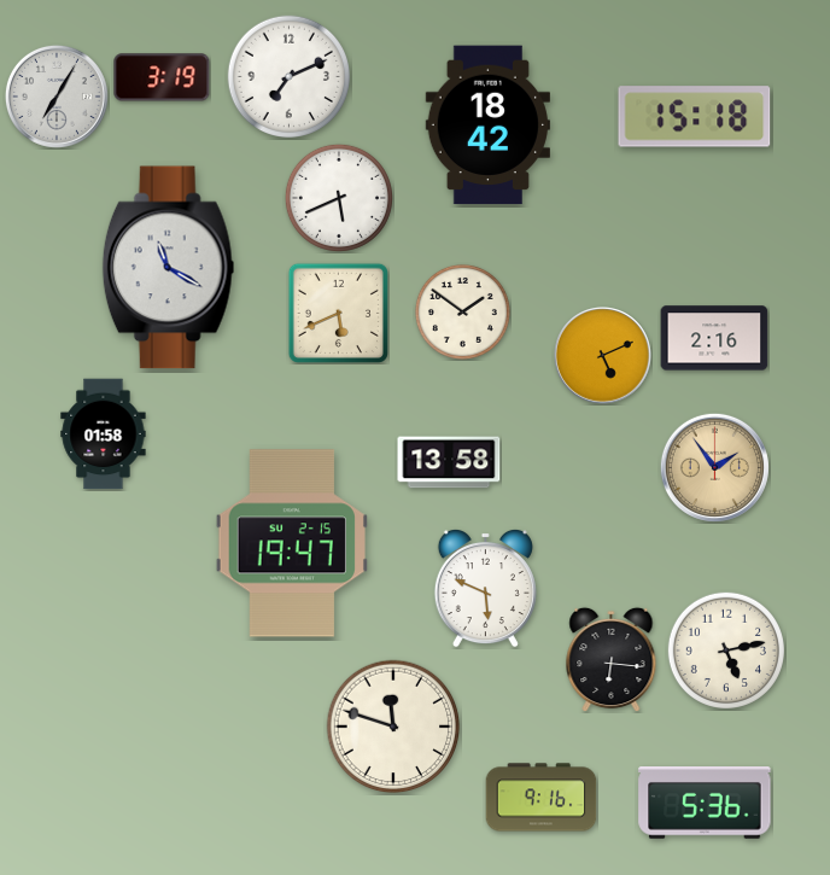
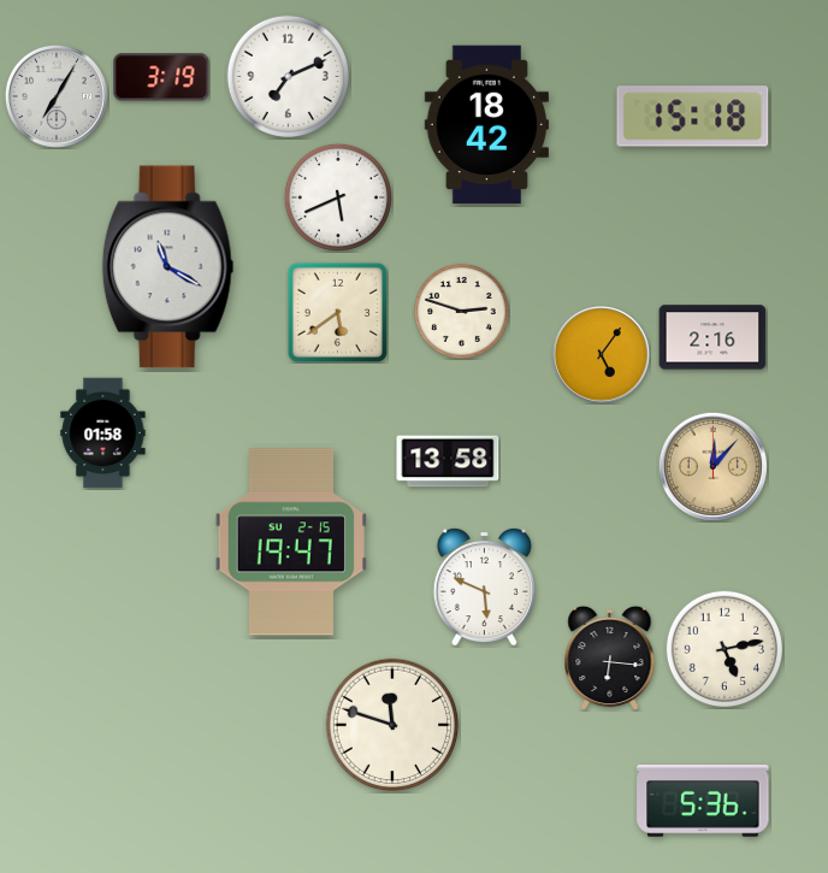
clock at (462, 311): 1:51 -> 2:48
clock at (338, 313): 5:41 -> 5:39
clock at (603, 356): 5:11 -> 5:06
clock at (714, 467): 1:54 -> 12:07
clock at (542, 798): 9:16 -> none
